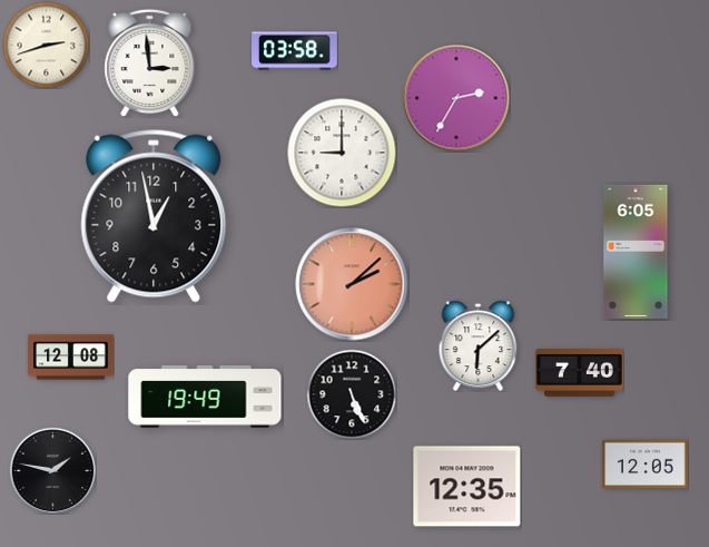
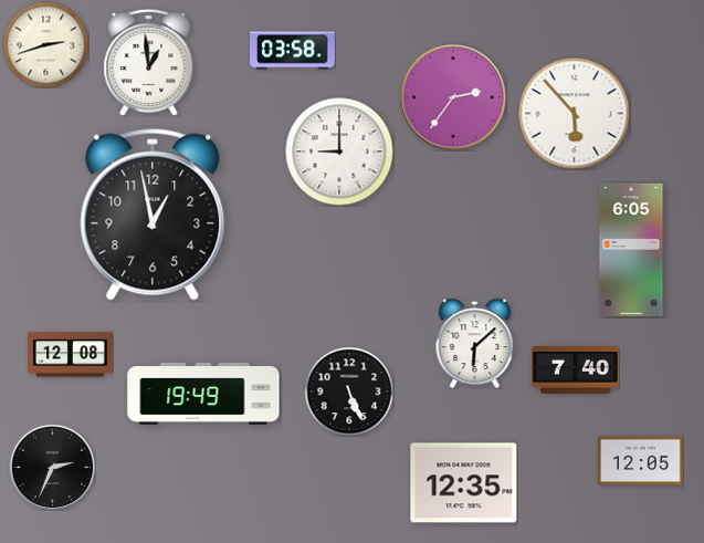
clock at (150, 62): 2:59 -> 12:59
clock at (456, 98): 2:35 -> 2:36
clock at (575, 114): none -> 5:53
clock at (352, 284): 2:08 -> none
clock at (52, 470): 1:47 -> 2:34
